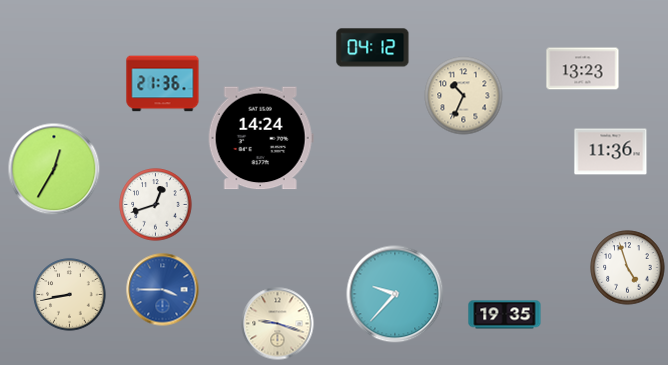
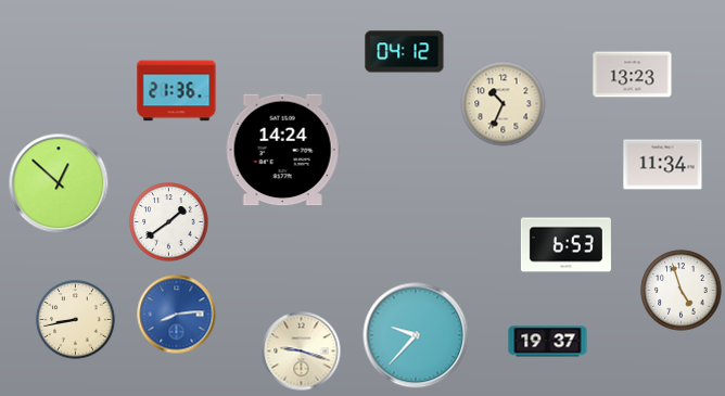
clock at (611, 152): 11:36 -> 11:34
clock at (54, 169): 12:35 -> 12:52
clock at (156, 205): 12:42 -> 1:39
clock at (565, 245): none -> 6:53
clock at (163, 290): 3:45 -> 8:14
clock at (395, 294) position: (395, 294) -> (416, 335)
clock at (505, 315): 19:35 -> 19:37
